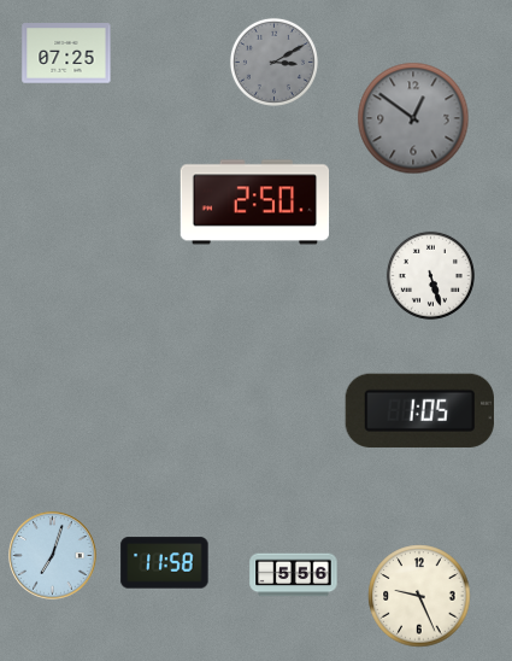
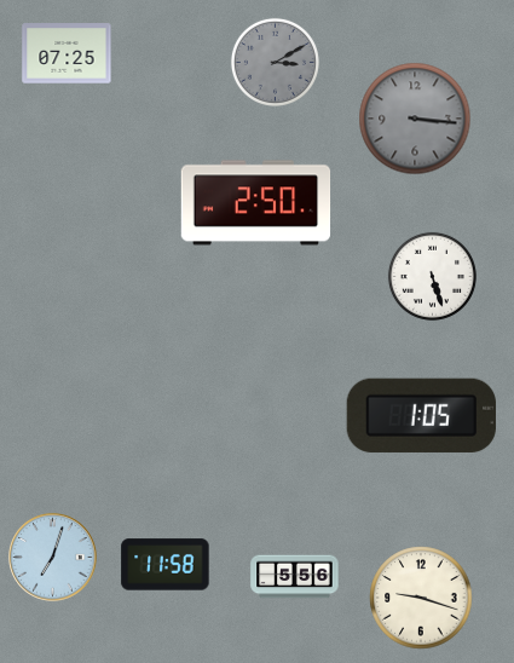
clock at (413, 118): 12:51 -> 3:16
clock at (419, 410) position: (419, 410) -> (421, 415)
clock at (419, 596): 9:26 -> 9:18
